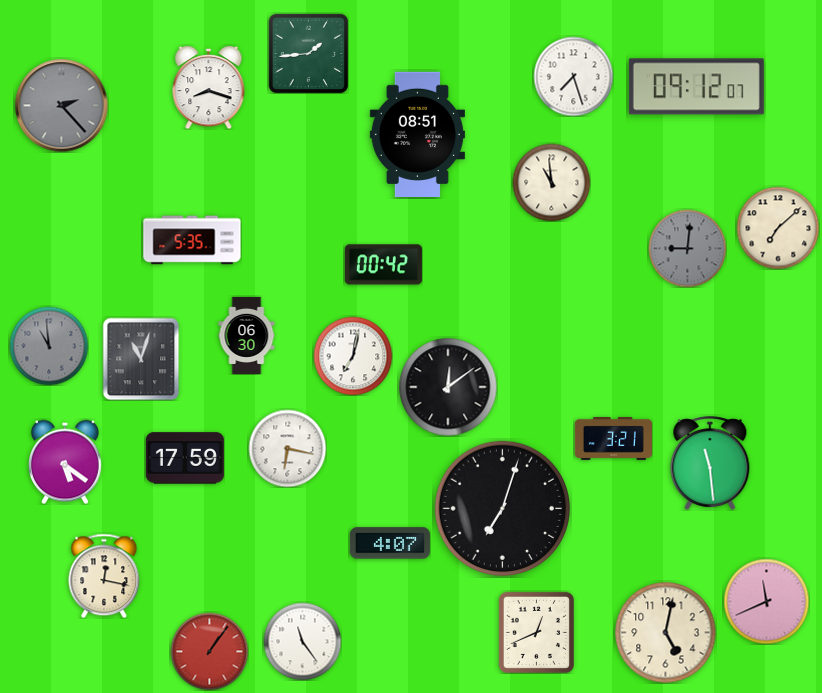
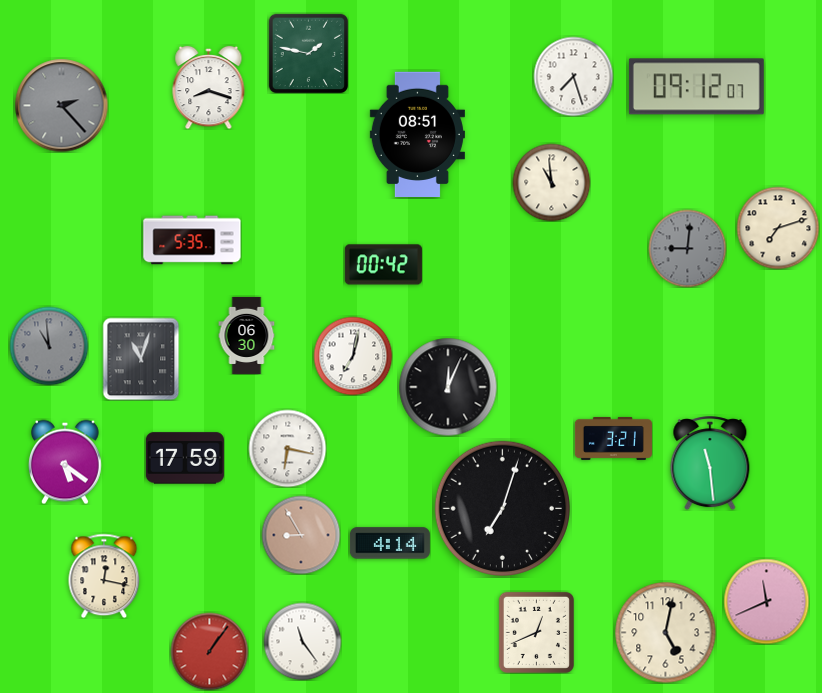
clock at (308, 53): 1:44 -> 1:47
clock at (778, 228): 7:08 -> 7:12
clock at (448, 387): 12:09 -> 12:04
clock at (301, 535): none -> 8:55
clock at (390, 543): 4:07 -> 4:14
